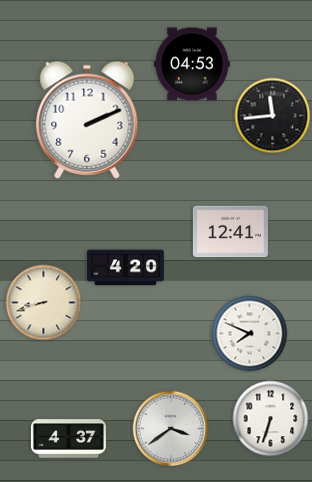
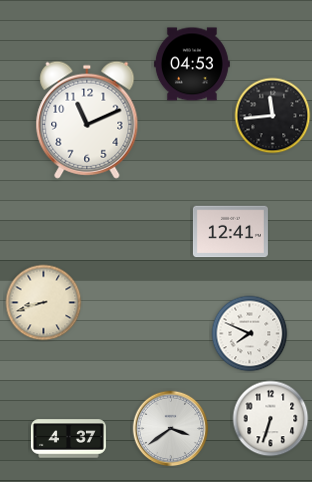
clock at (87, 120): 2:11 -> 11:11
clock at (126, 268): 4:20 -> none
